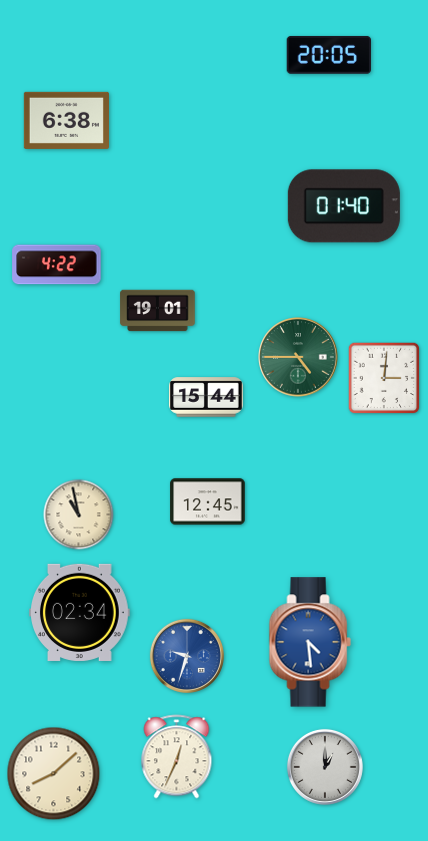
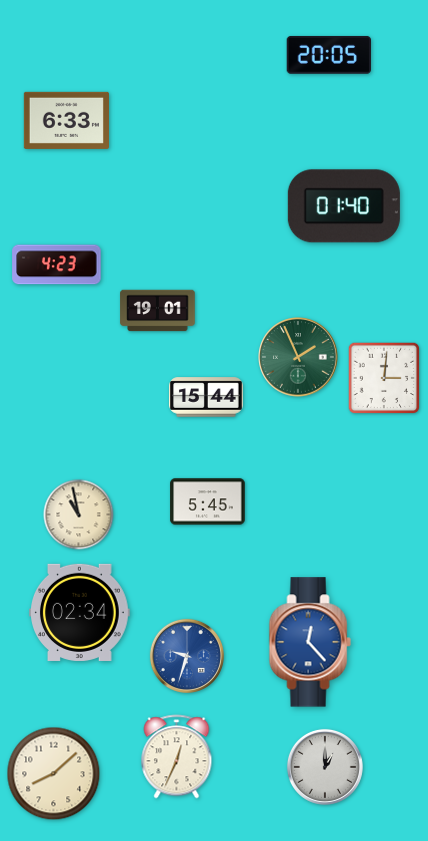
clock at (66, 120): 6:38 -> 6:33
clock at (57, 265): 4:22 -> 4:23
clock at (298, 357): 4:45 -> 1:56
clock at (208, 502): 12:45 -> 5:45
clock at (310, 642): 4:29 -> 12:23
